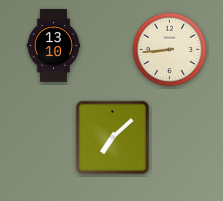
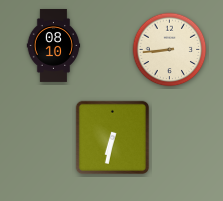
clock at (54, 46): 13:10 -> 08:10
clock at (112, 137): 7:08 -> 6:32
